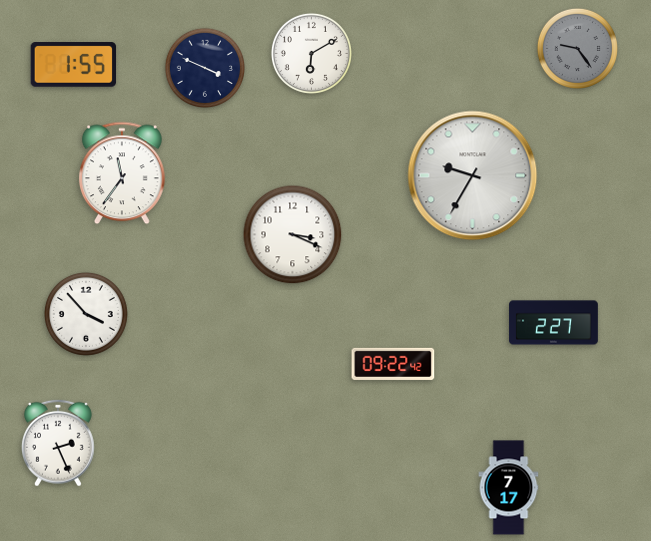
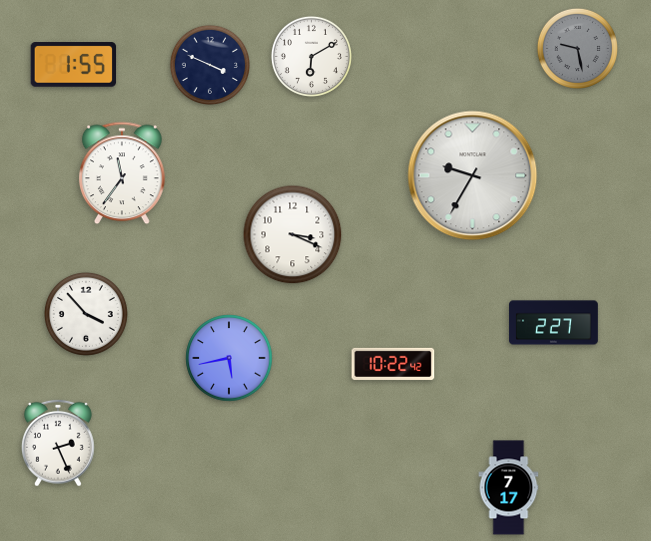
clock at (577, 48): 9:24 -> 9:28
clock at (311, 53) position: (311, 53) -> (311, 56)
clock at (204, 67) position: (204, 67) -> (209, 64)
clock at (229, 358): none -> 5:43
clock at (393, 364): 09:22 -> 10:22
